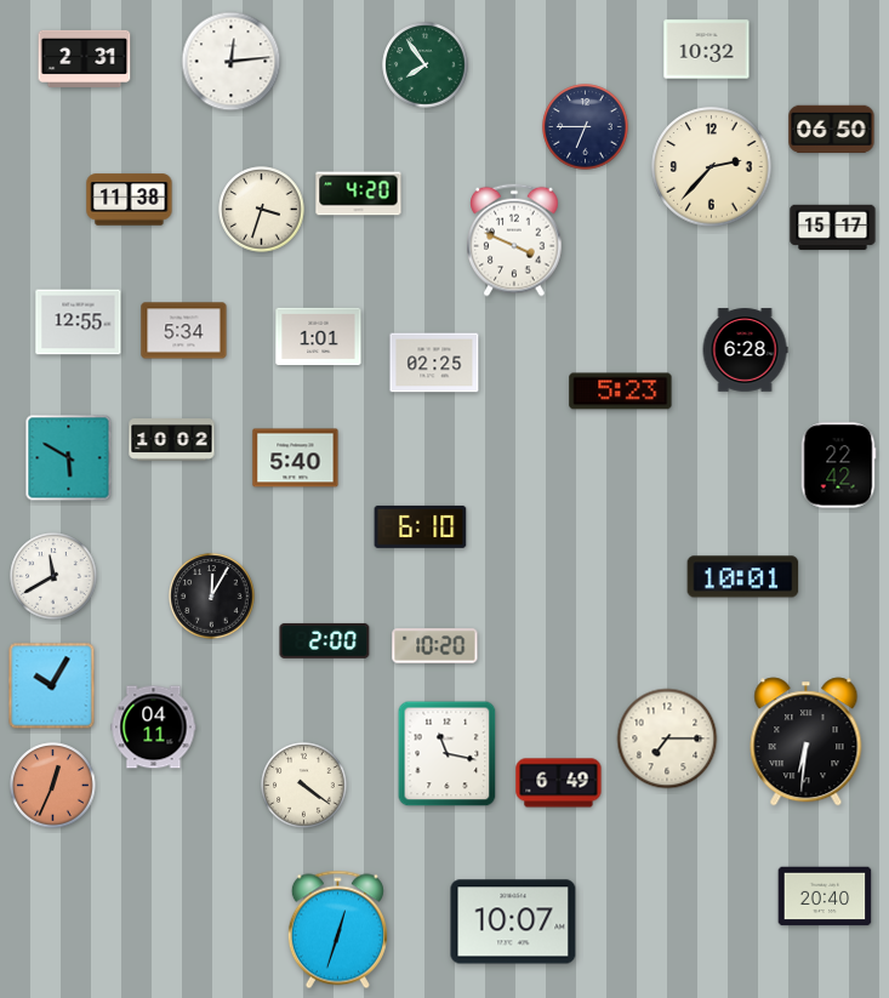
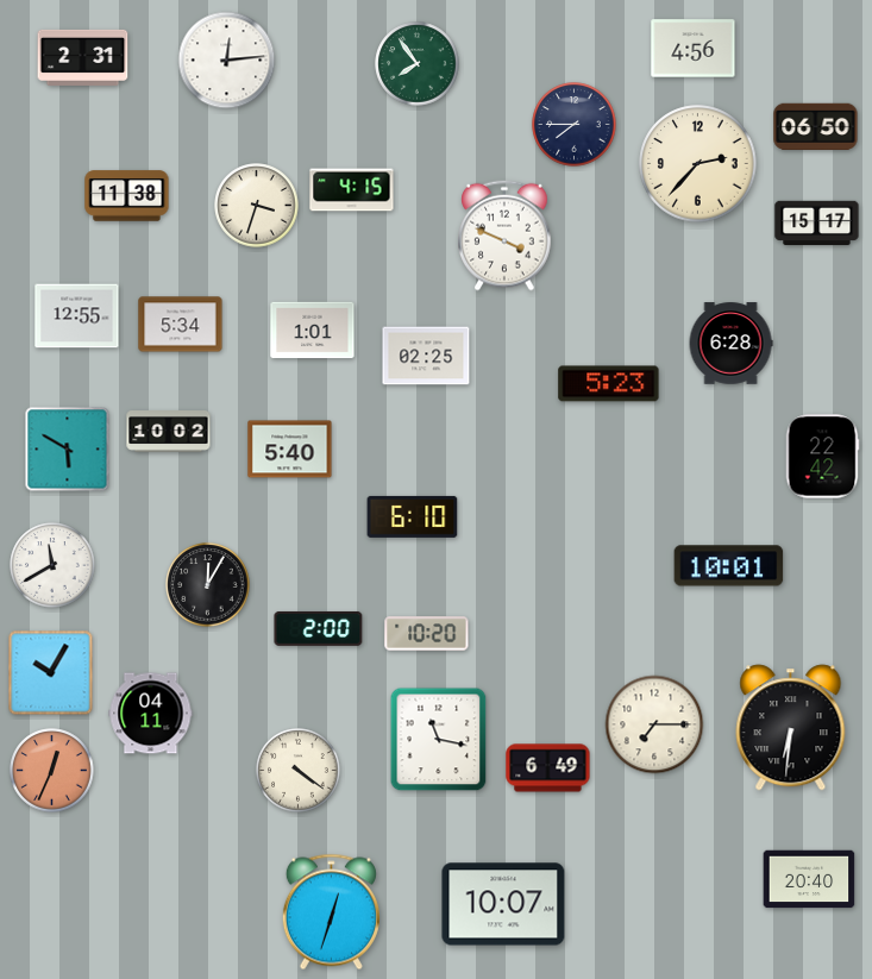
clock at (707, 50): 10:32 -> 4:56
clock at (586, 127): 6:45 -> 7:45
clock at (359, 194): 4:20 -> 4:15
